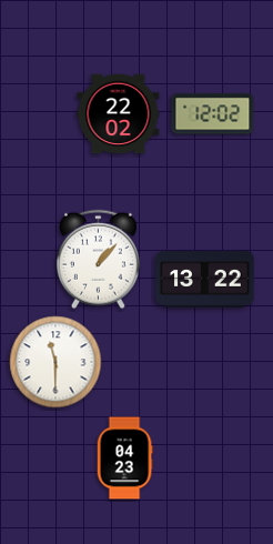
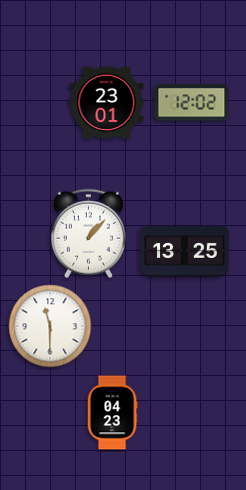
clock at (119, 114): 22:02 -> 23:01
clock at (205, 280): 13:22 -> 13:25
